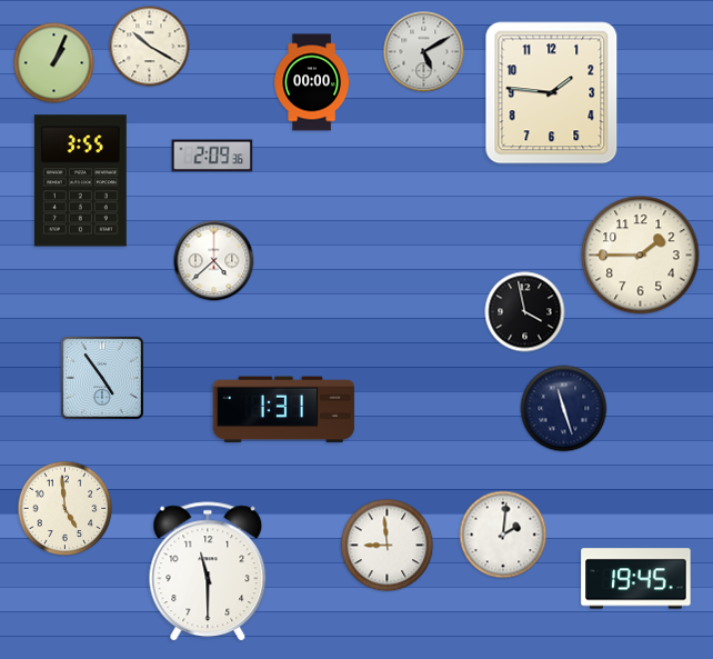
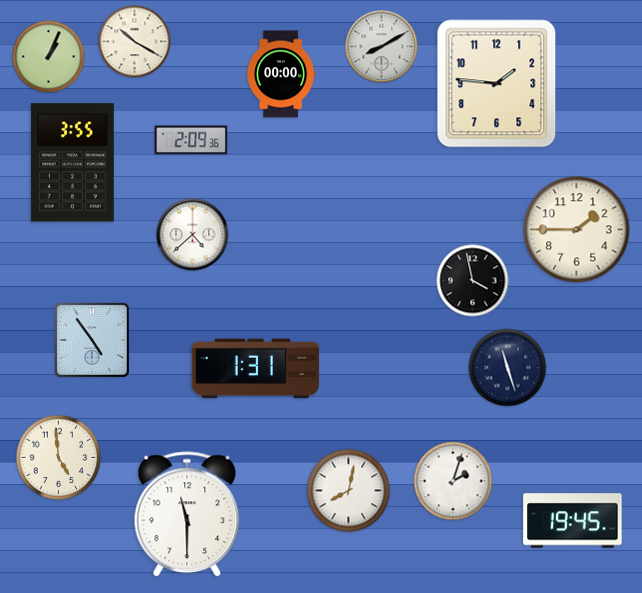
clock at (424, 52): 5:10 -> 8:10
clock at (503, 535): 2:01 -> 2:03
clock at (388, 546): 8:59 -> 8:02
